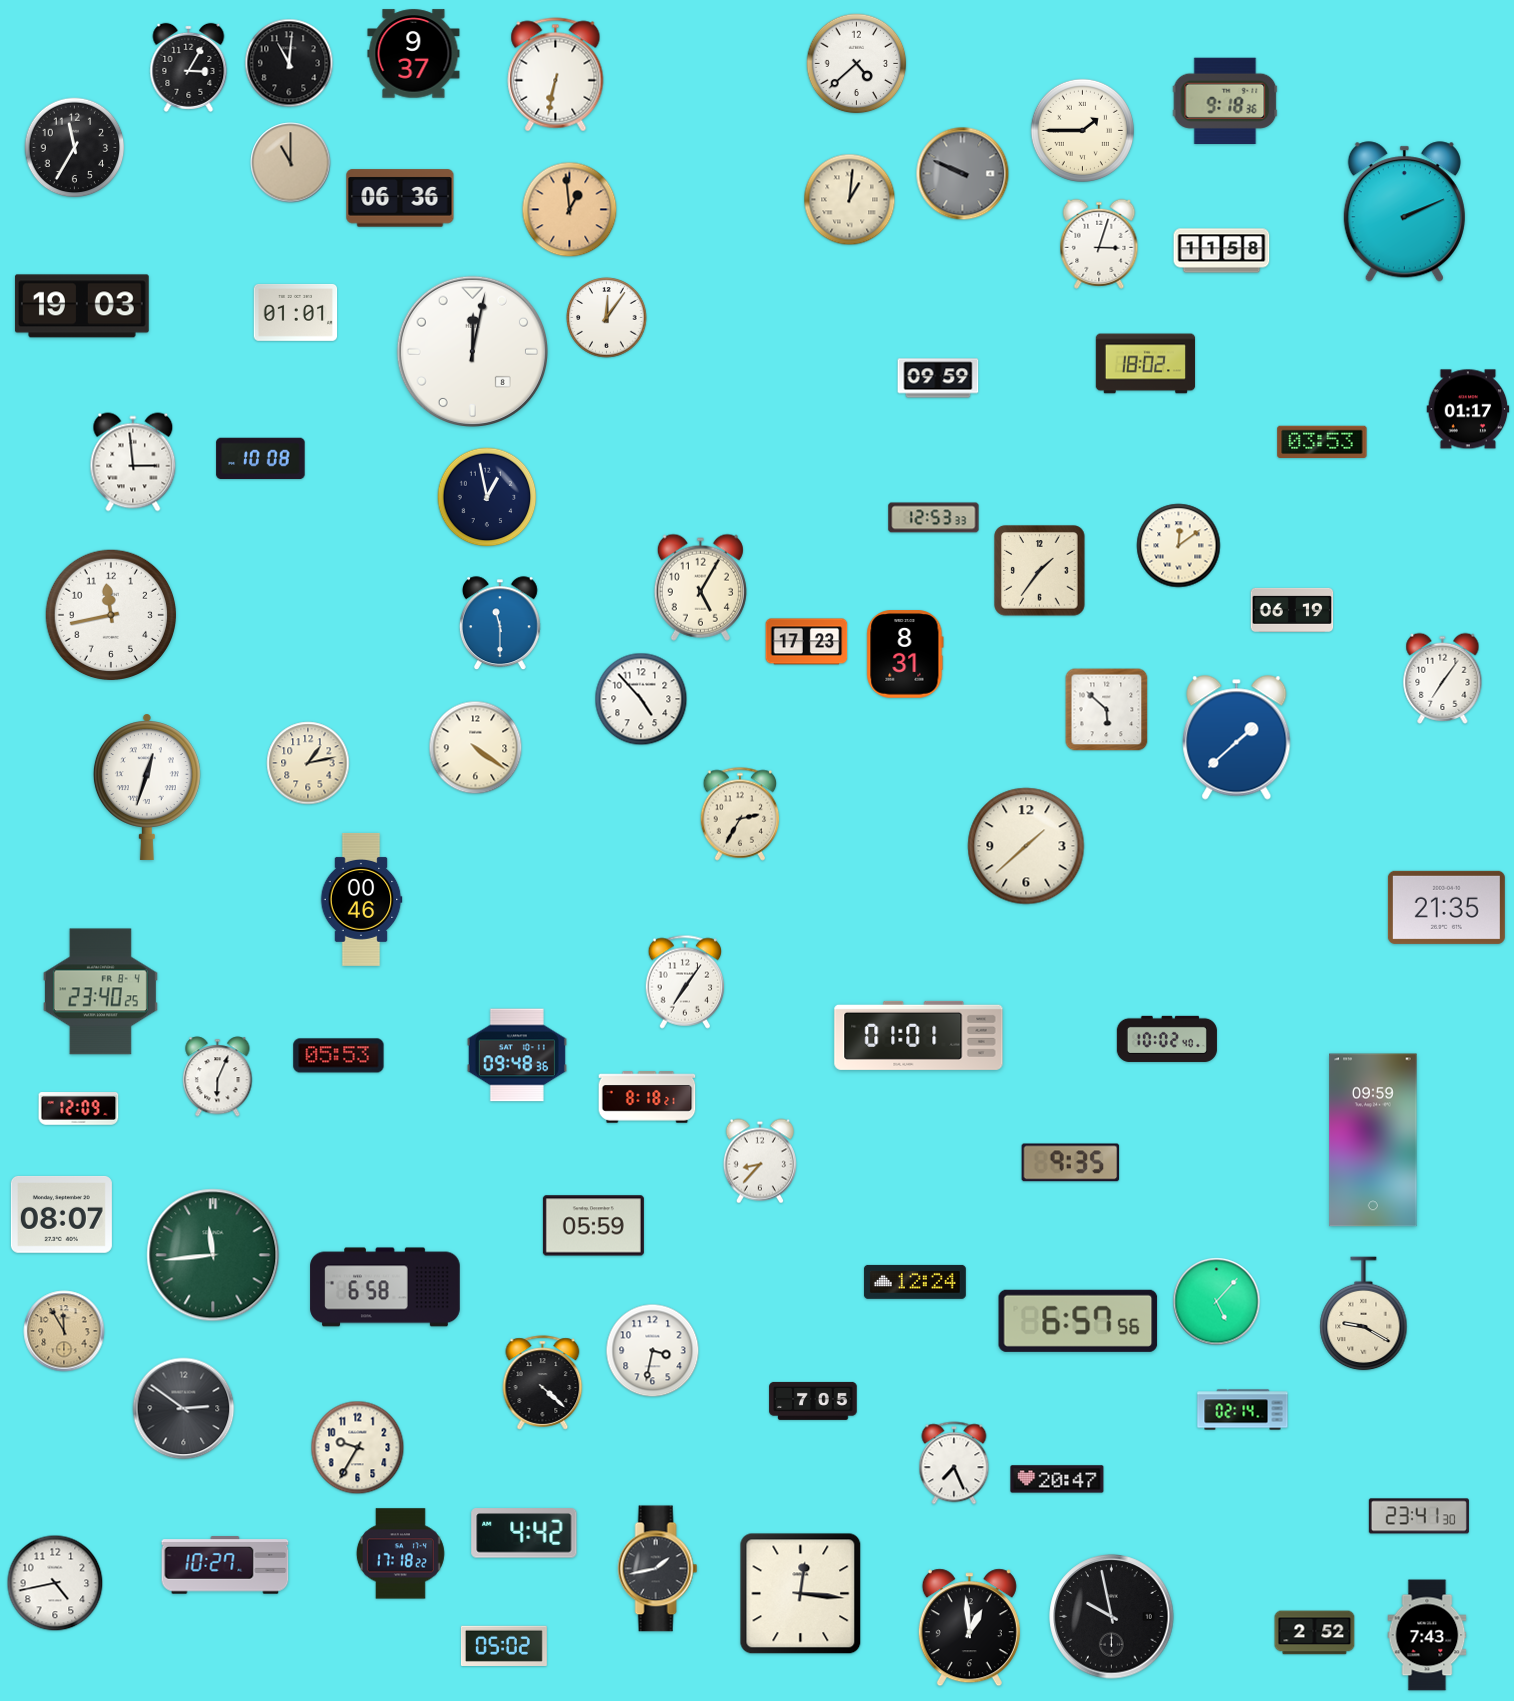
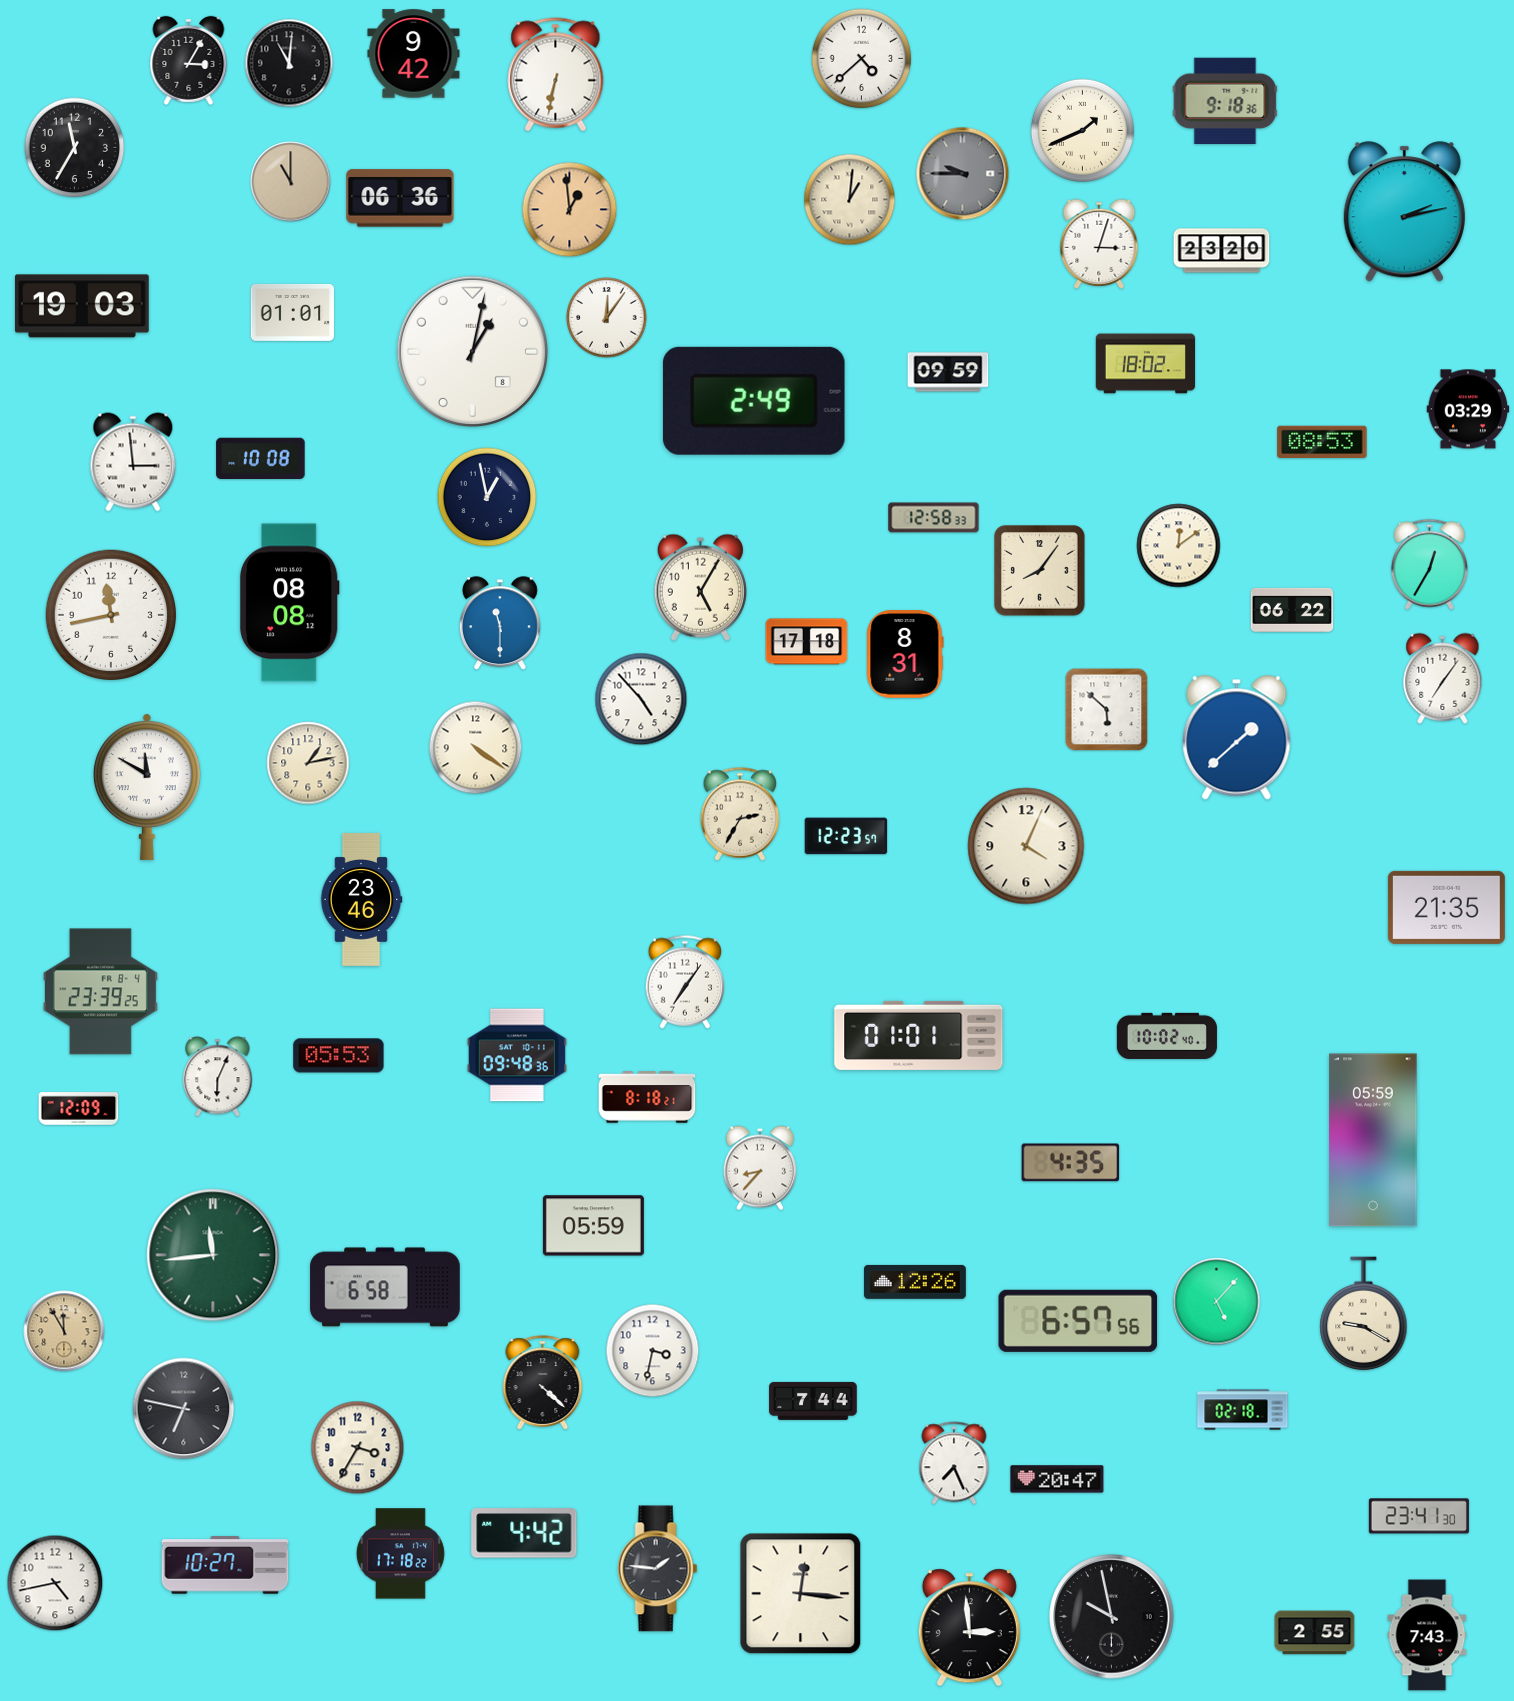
clock at (414, 54): 9:37 -> 9:42
clock at (857, 64) position: (857, 64) -> (862, 59)
clock at (189, 67) position: (189, 67) -> (189, 60)
clock at (1082, 130): 1:45 -> 1:41
clock at (291, 163) position: (291, 163) -> (291, 182)
clock at (963, 174): 9:49 -> 9:45
clock at (1404, 212): 2:11 -> 2:13
clock at (1222, 251): 11:58 -> 23:20
clock at (296, 312) position: (296, 312) -> (293, 312)
clock at (472, 351): 12:02 -> 1:02
clock at (938, 378) position: (938, 378) -> (948, 372)
clock at (754, 401): none -> 2:49
clock at (1468, 409): 01:17 -> 03:29
clock at (1322, 441): 03:53 -> 08:53
clock at (934, 518): 12:53 -> 12:58
clock at (1429, 564): none -> 12:35
clock at (1040, 571): 1:36 -> 8:06
clock at (289, 603): none -> 08:08
clock at (1292, 610): 06:19 -> 06:22
clock at (807, 642): 17:23 -> 17:18
clock at (147, 787): 12:33 -> 11:50
clock at (846, 836): none -> 12:23
clock at (1026, 846): 1:38 -> 4:04
clock at (361, 899): 00:46 -> 23:46
clock at (100, 992): 23:40 -> 23:39
clock at (1167, 1039) position: (1167, 1039) -> (1167, 1036)
clock at (1373, 1140): 09:59 -> 05:59
clock at (760, 1161) position: (760, 1161) -> (760, 1168)
clock at (1071, 1163): 9:35 -> 4:35
clock at (61, 1214): 08:07 -> none
clock at (915, 1282): 12:24 -> 12:26
clock at (813, 1401): 7:05 -> 7:44
clock at (184, 1409): 2:51 -> 6:47
clock at (1243, 1410): 02:14 -> 02:18
clock at (358, 1448): 9:35 -> 3:35
clock at (658, 1569): 1:43 -> 1:46
clock at (969, 1628): 12:59 -> 2:59
clock at (1315, 1633): 2:52 -> 2:55
clock at (504, 1645): 05:02 -> none
